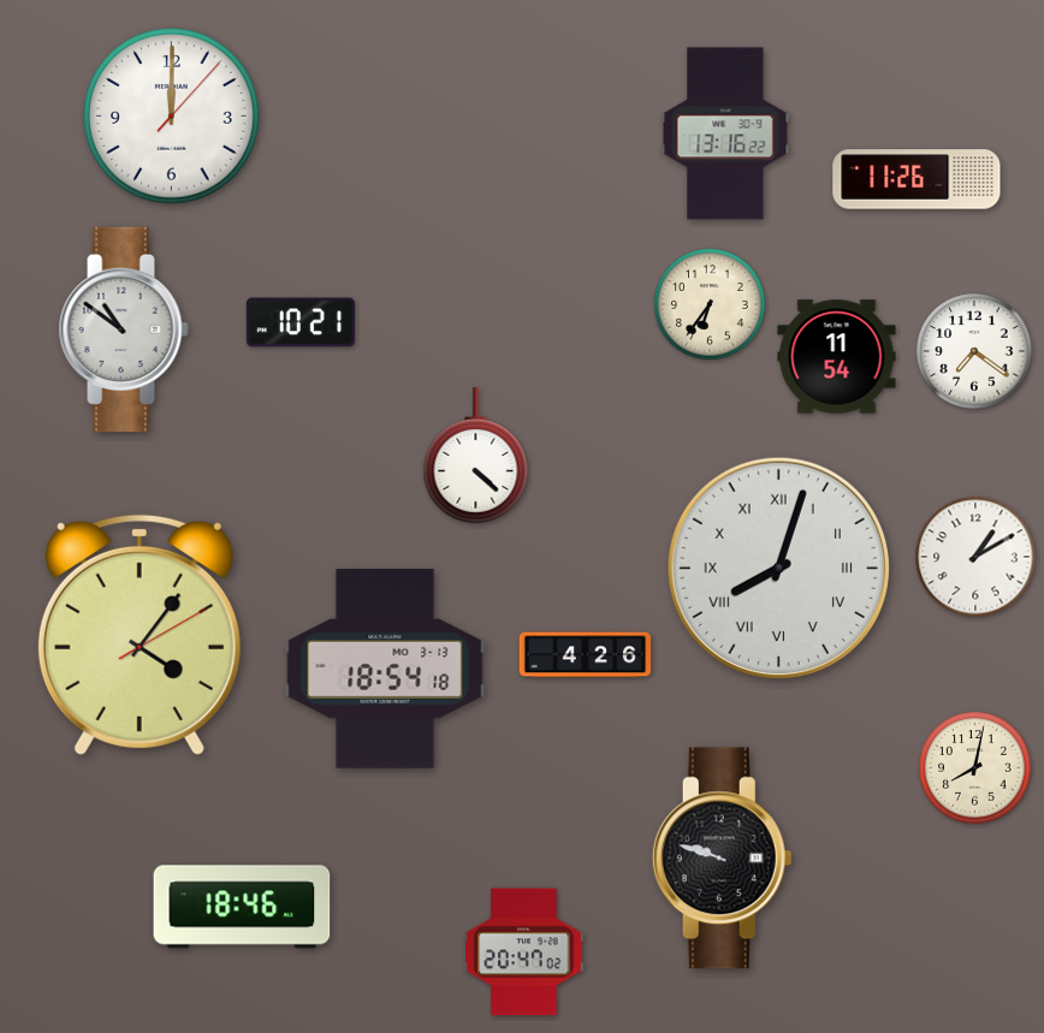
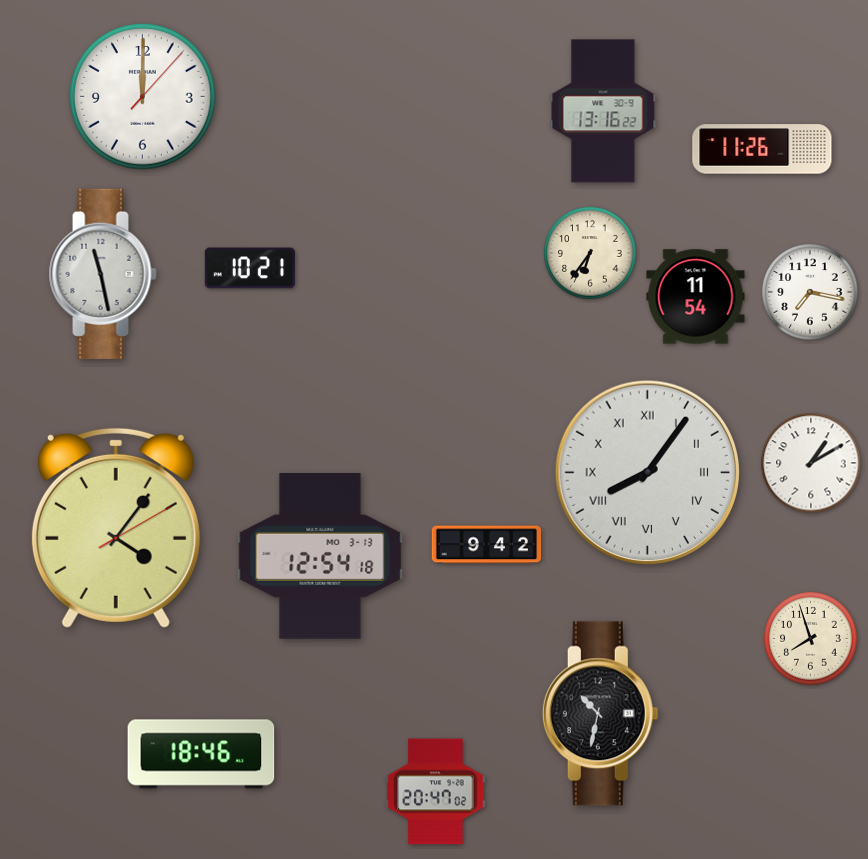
clock at (124, 330): 10:51 -> 11:28
clock at (974, 351): 7:21 -> 7:17
clock at (476, 455): 4:22 -> none
clock at (778, 568): 8:03 -> 8:06
clock at (585, 655): 4:26 -> 9:42
clock at (385, 669): 18:54 -> 12:54
clock at (975, 768): 8:02 -> 7:57
clock at (722, 859): 9:48 -> 10:32
